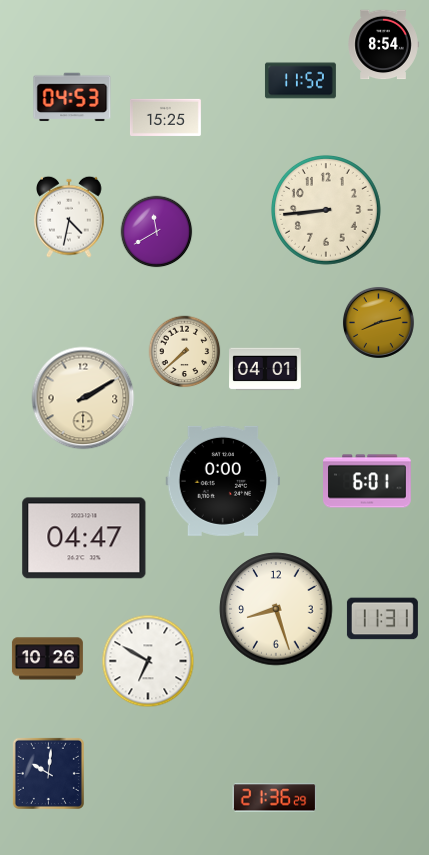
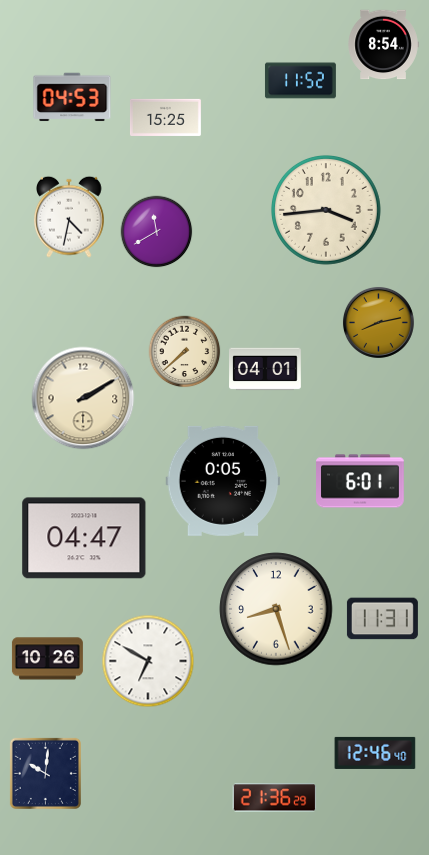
clock at (326, 210): 8:44 -> 3:44
clock at (223, 481): 0:00 -> 0:05
clock at (367, 481) position: (367, 481) -> (360, 481)
clock at (375, 753): none -> 12:46
clock at (48, 773) position: (48, 773) -> (45, 773)
